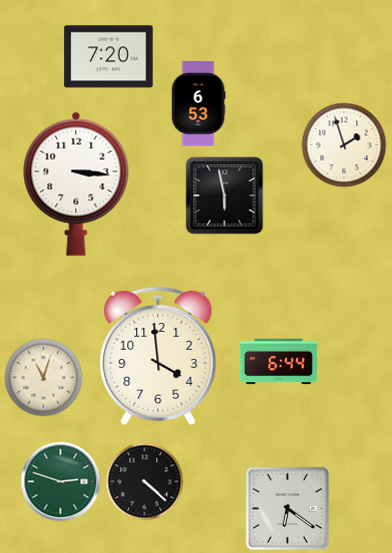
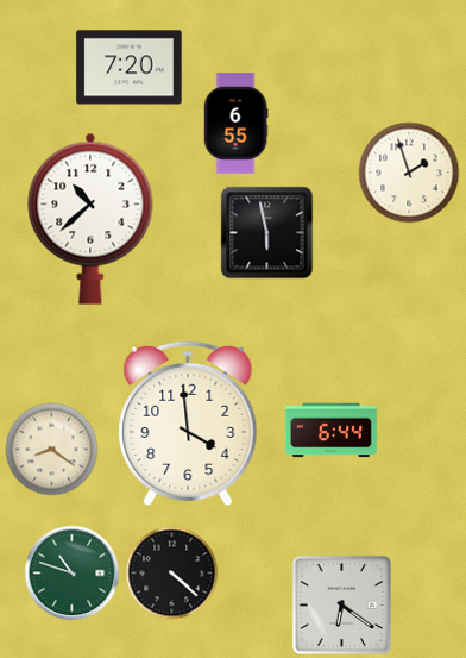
clock at (198, 104): 6:53 -> 6:55
clock at (76, 184): 3:16 -> 10:38
clock at (43, 377): 11:03 -> 8:21
clock at (60, 481): 2:48 -> 10:48
